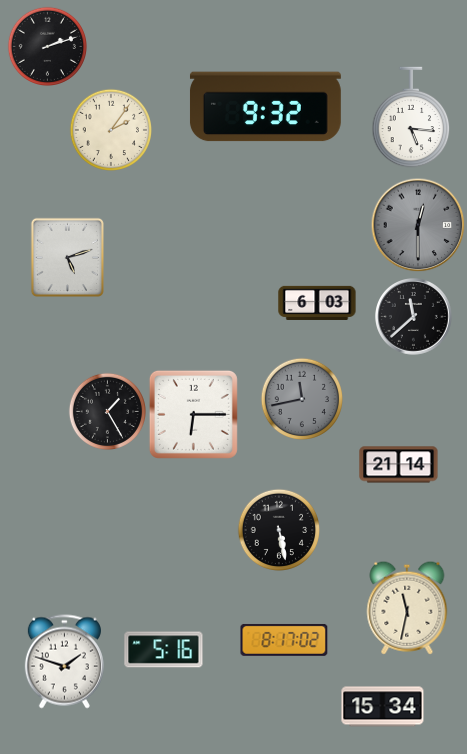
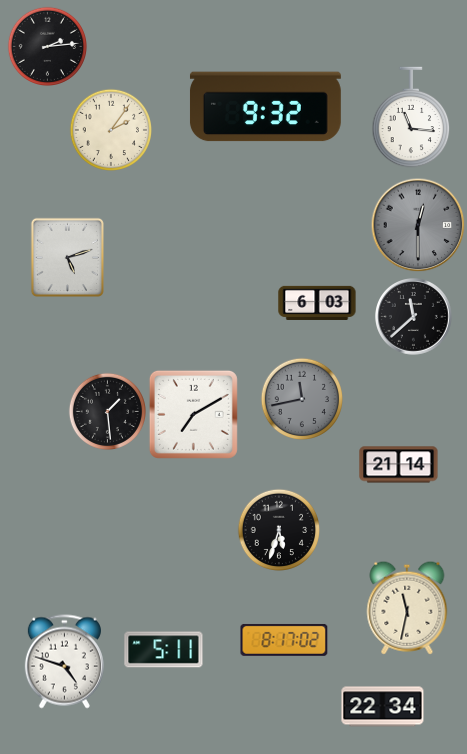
clock at (47, 46): 2:12 -> 2:14
clock at (411, 117): 5:16 -> 11:16
clock at (107, 411): 1:25 -> 1:29
clock at (193, 414): 6:15 -> 7:10
clock at (278, 529): 5:28 -> 5:33
clock at (164, 650): 5:16 -> 5:11
clock at (64, 662): 1:48 -> 4:48
clock at (383, 707): 15:34 -> 22:34
